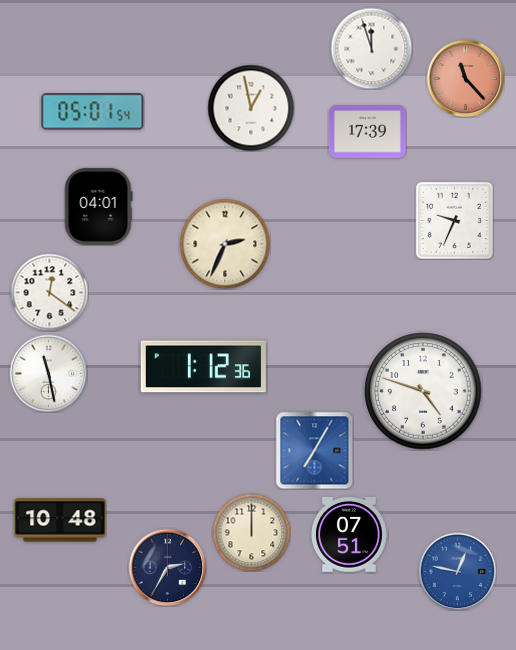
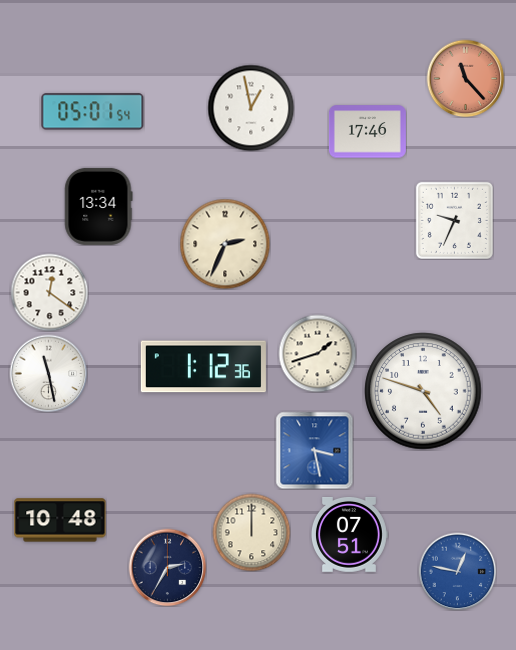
clock at (371, 48): 11:57 -> none
clock at (367, 132): 17:39 -> 17:46
clock at (99, 206): 04:01 -> 13:34
clock at (317, 353): none -> 1:42
clock at (314, 450): 7:05 -> 3:28
